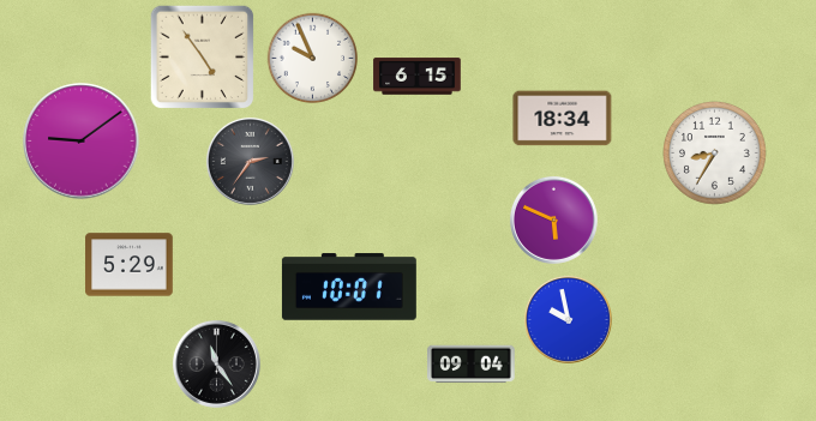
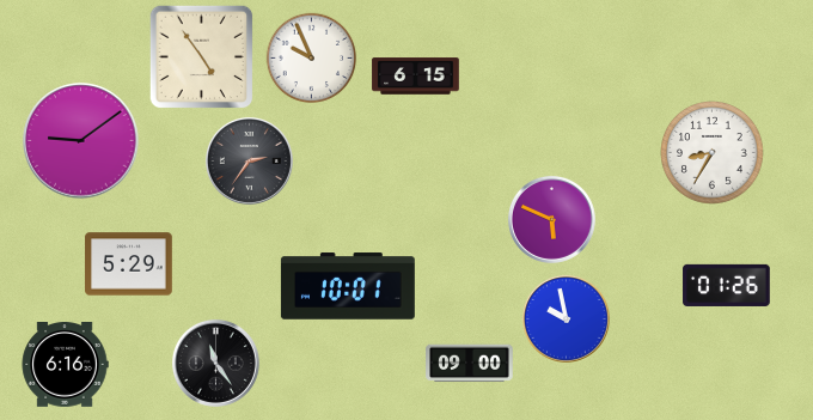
clock at (563, 119): 18:34 -> none
clock at (727, 285): none -> 01:26
clock at (472, 365): 09:04 -> 09:00
clock at (65, 365): none -> 6:16
